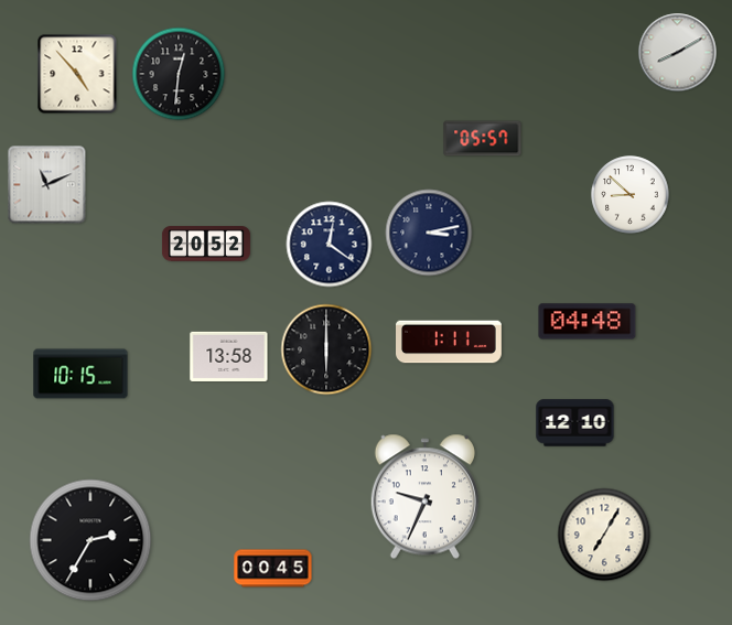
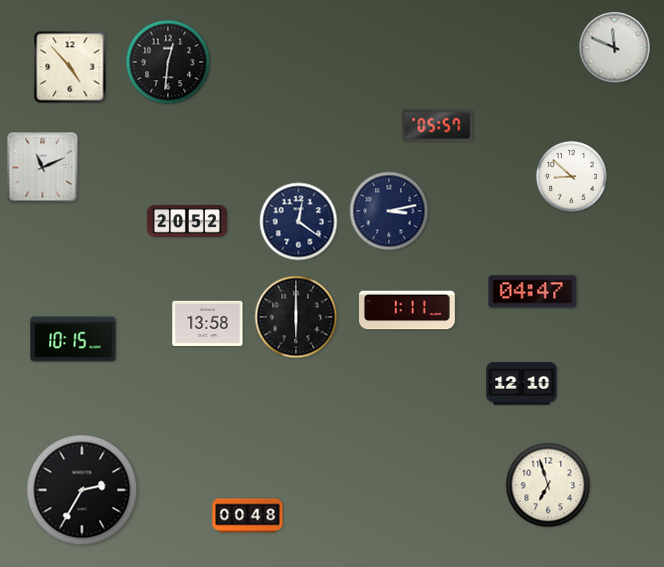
clock at (678, 53): 8:10 -> 11:49
clock at (179, 74) position: (179, 74) -> (168, 62)
clock at (588, 322): 04:48 -> 04:47
clock at (424, 497): 9:34 -> none
clock at (604, 535): 7:05 -> 6:57
clock at (273, 569): 00:45 -> 00:48
